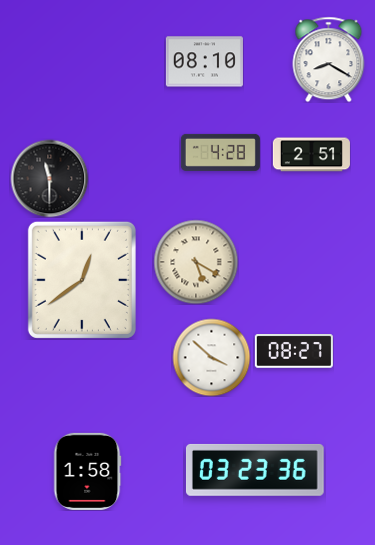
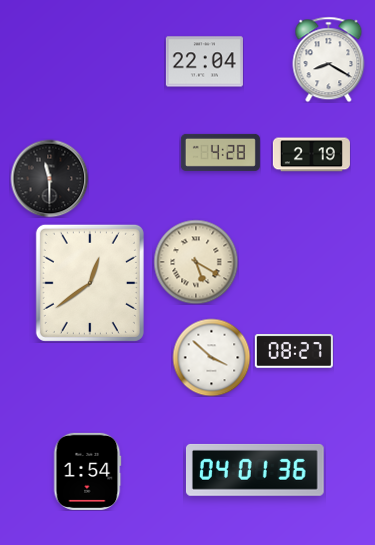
clock at (204, 62): 08:10 -> 22:04
clock at (311, 155): 2:51 -> 2:19
clock at (82, 280) position: (82, 280) -> (90, 283)
clock at (255, 470): 03:23 -> 04:01
clock at (87, 471): 1:58 -> 1:54
